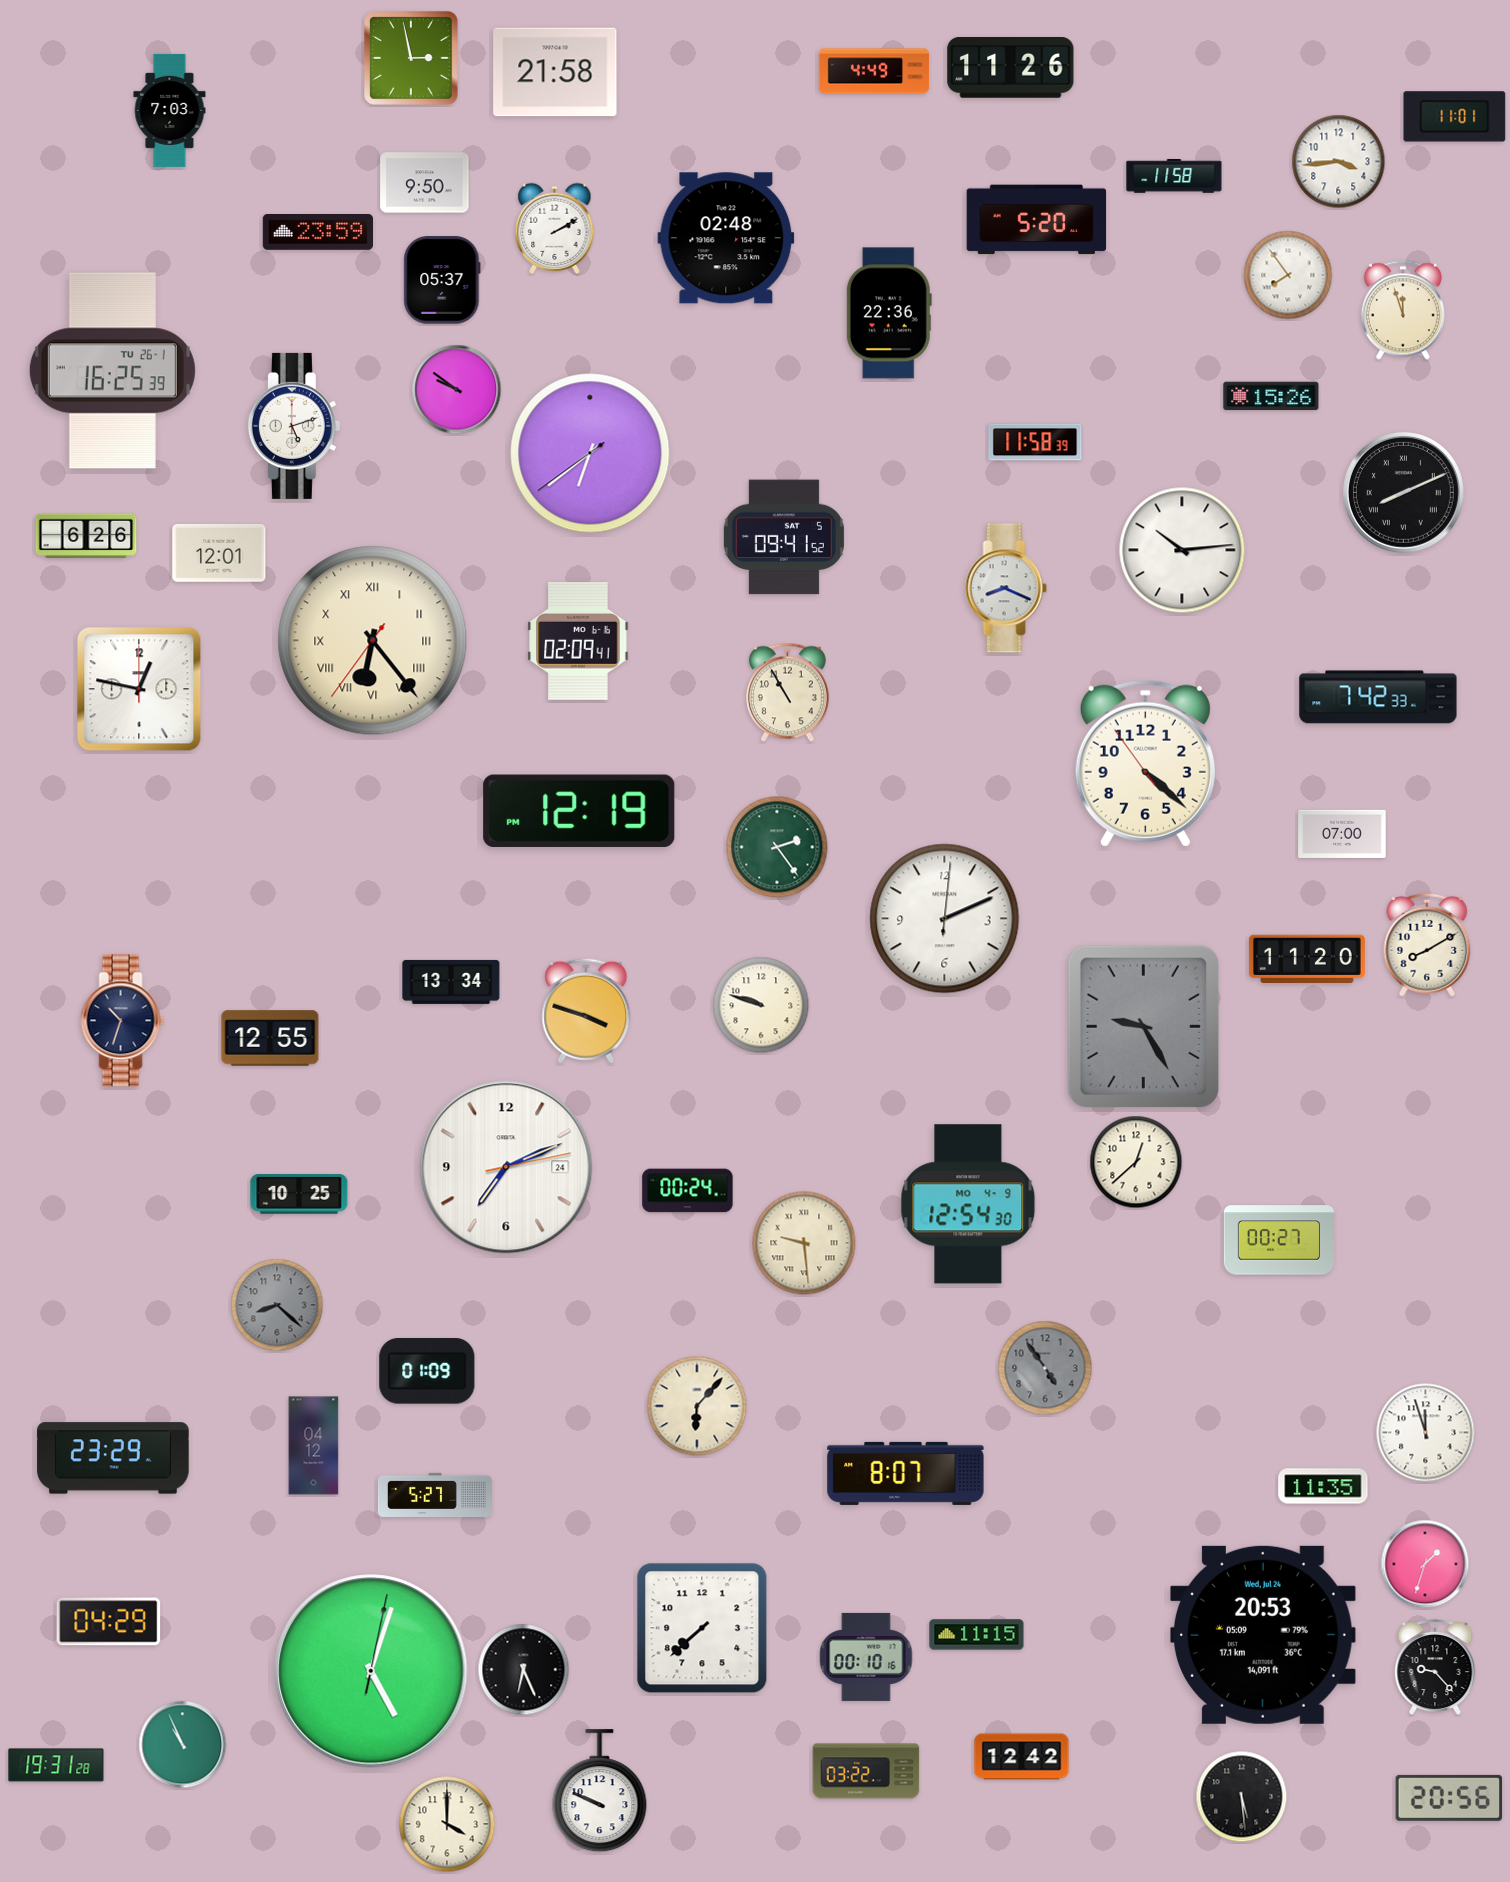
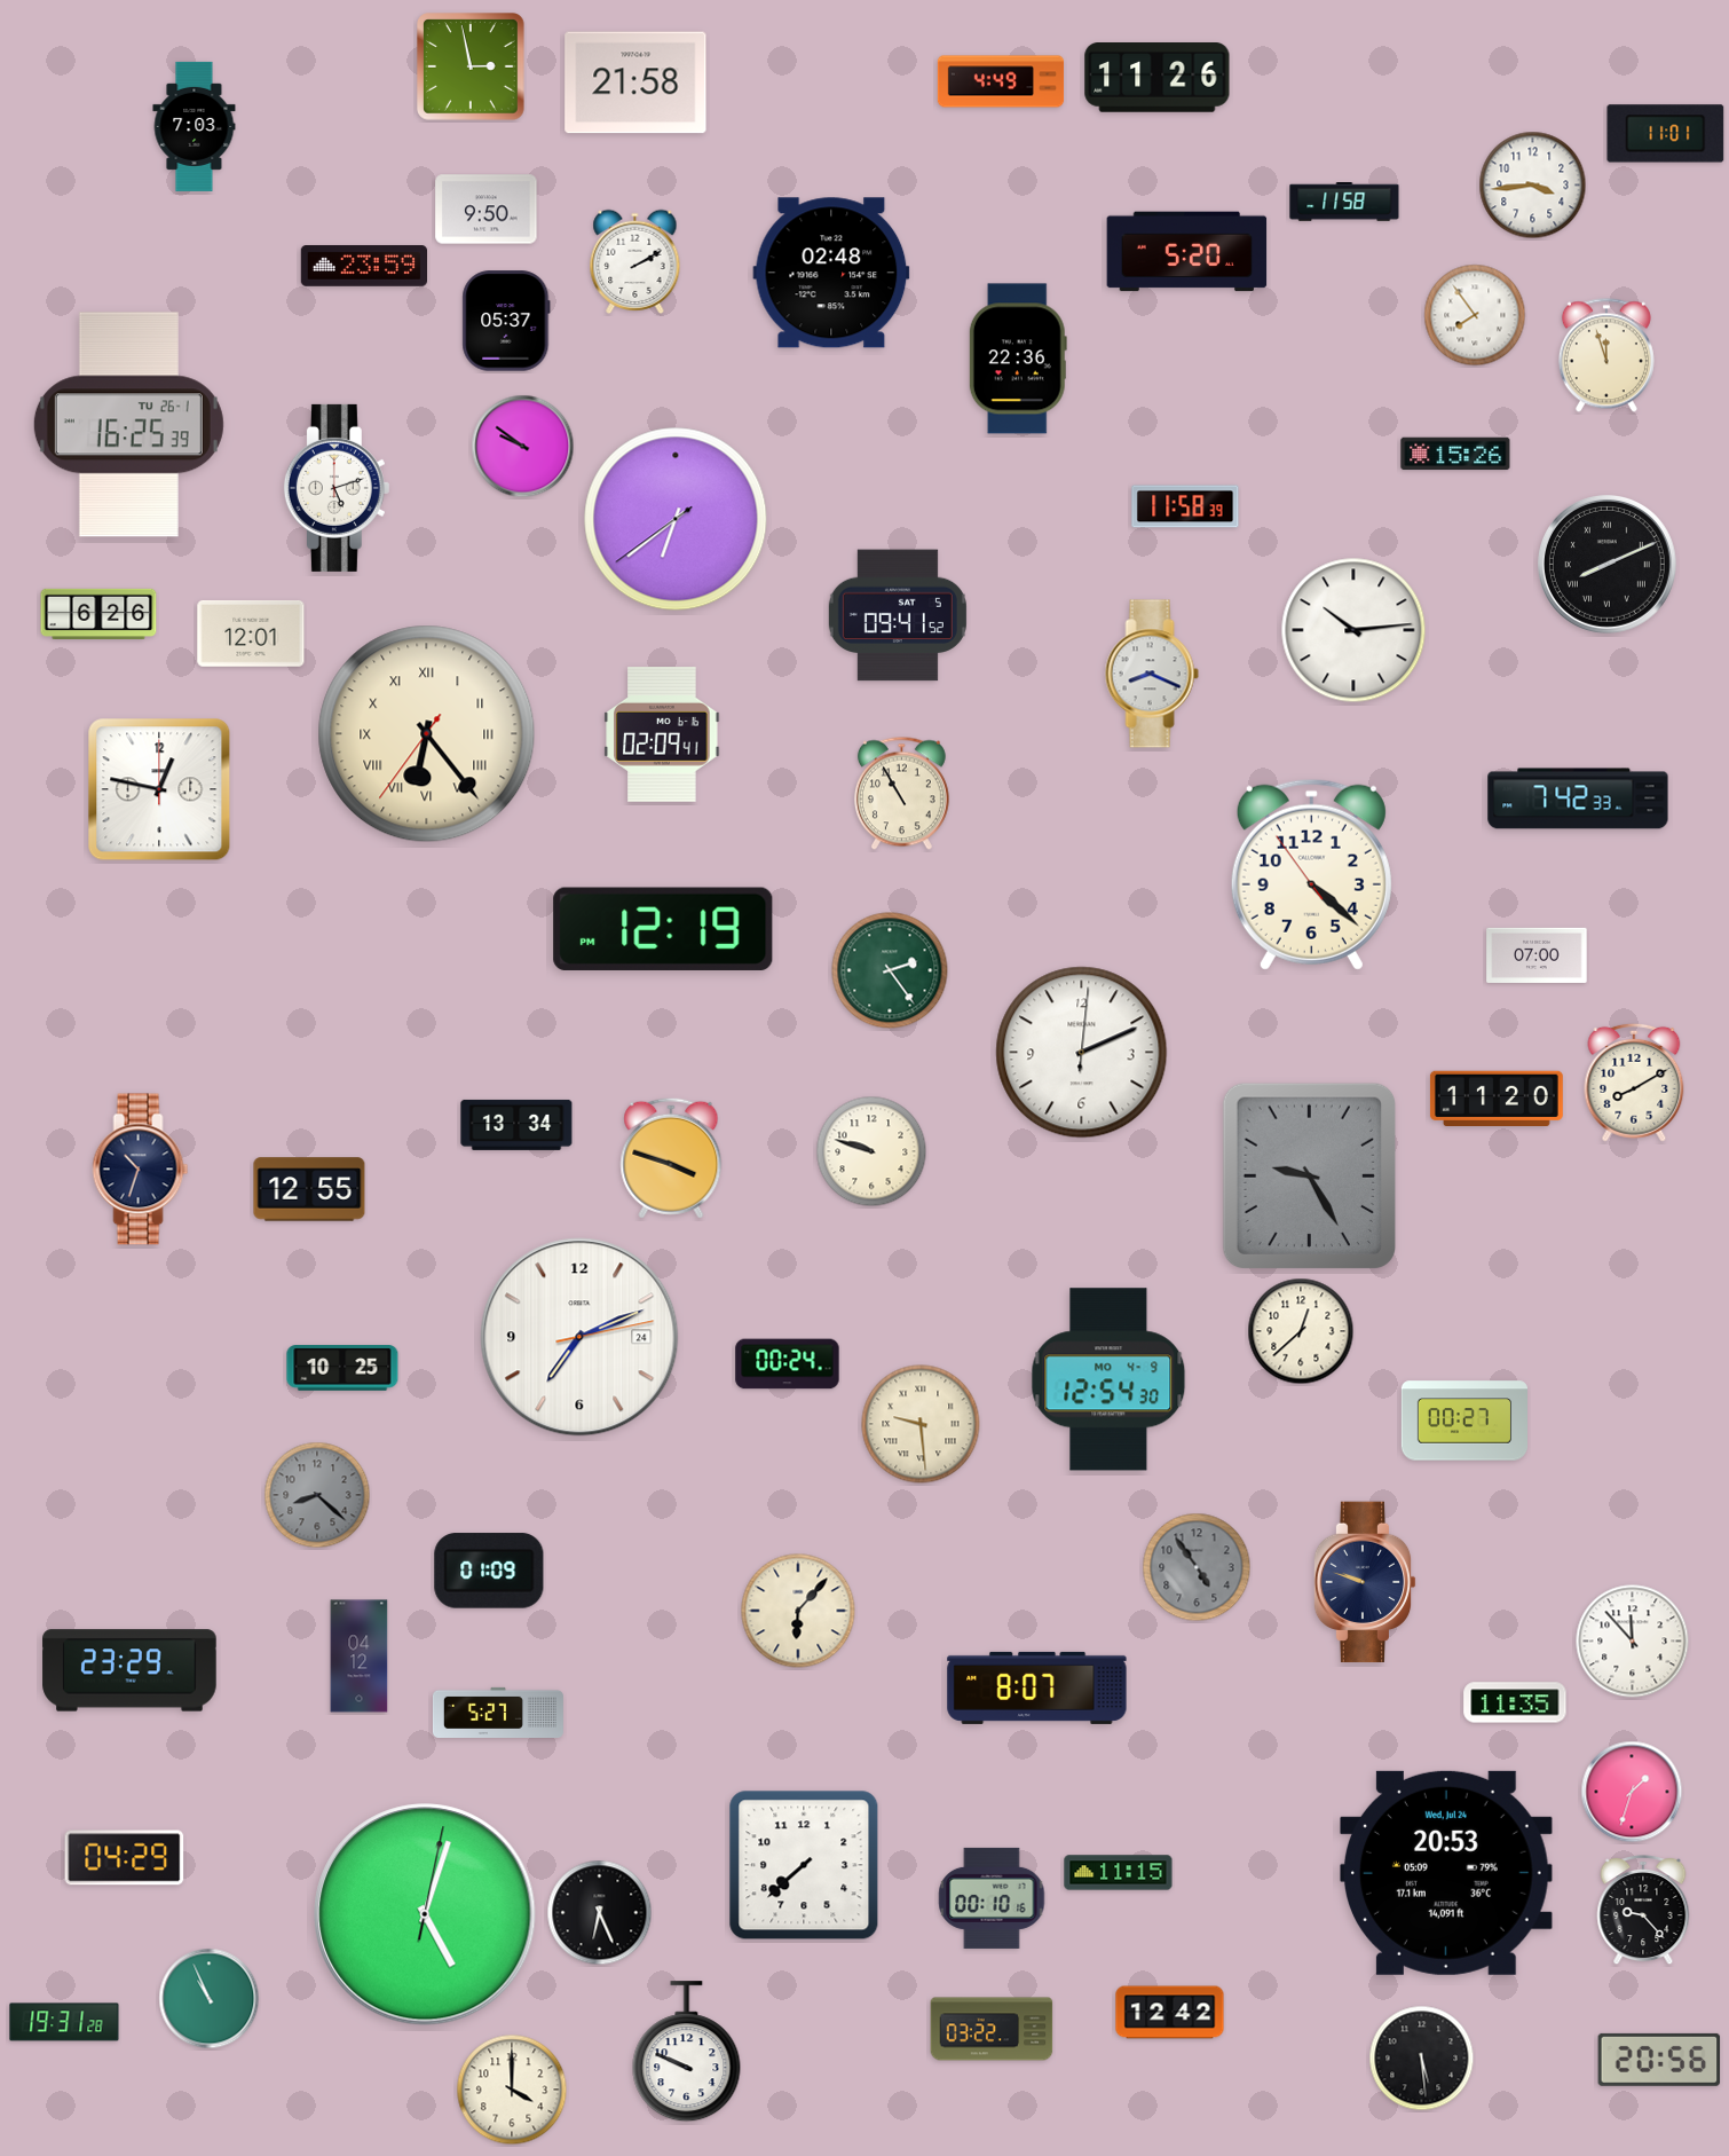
clock at (1365, 1582): none -> 9:48
clock at (1426, 1433): 11:57 -> 11:53
